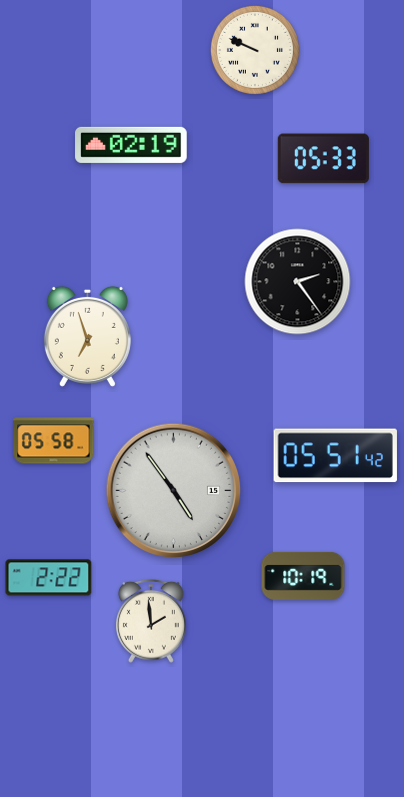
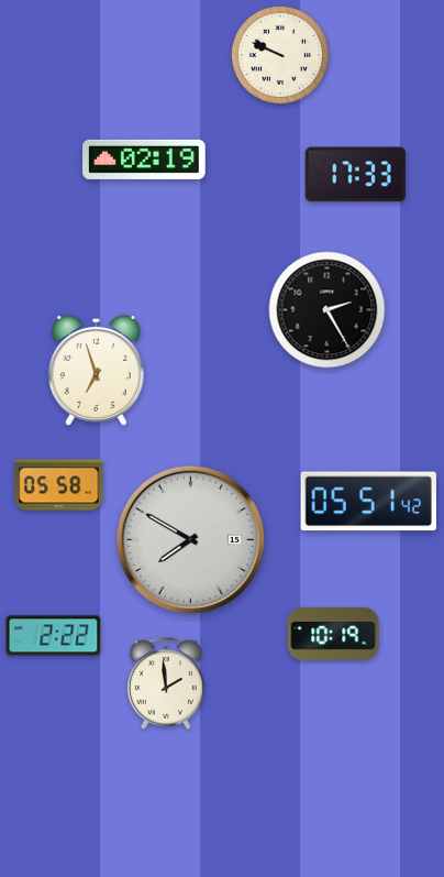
clock at (323, 159): 05:33 -> 17:33
clock at (298, 282): 2:24 -> 2:25
clock at (174, 491): 4:54 -> 7:50
